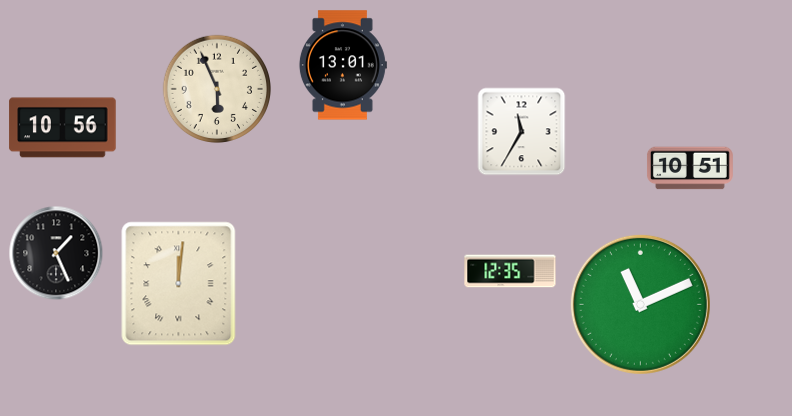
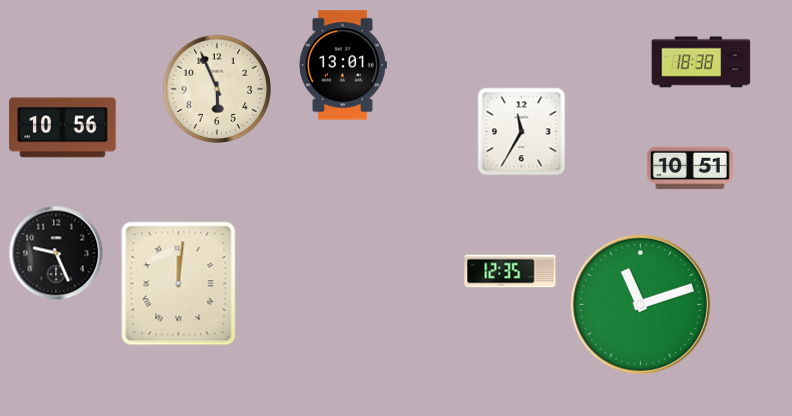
clock at (701, 62): none -> 18:38
clock at (56, 253): 1:26 -> 9:26
clock at (640, 304): 11:11 -> 11:12
